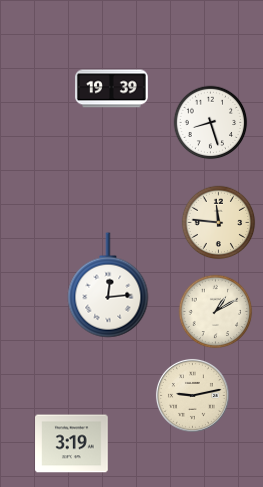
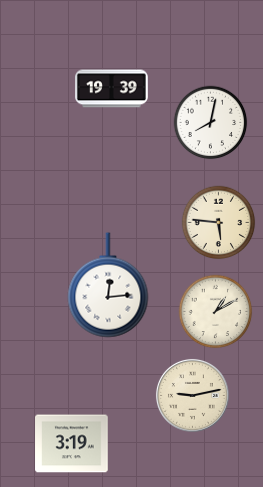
clock at (211, 123): 8:27 -> 8:02
clock at (219, 223): 11:46 -> 5:46
